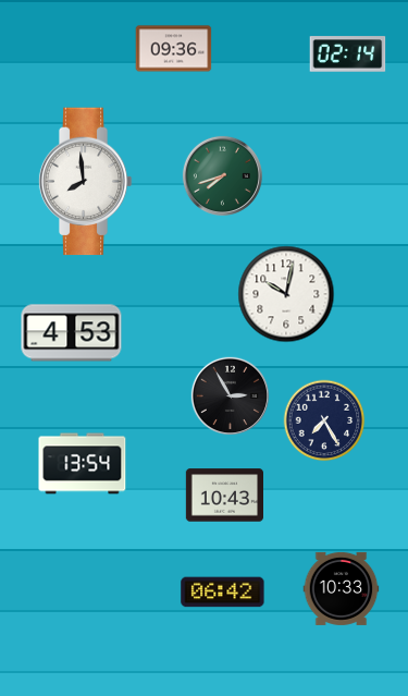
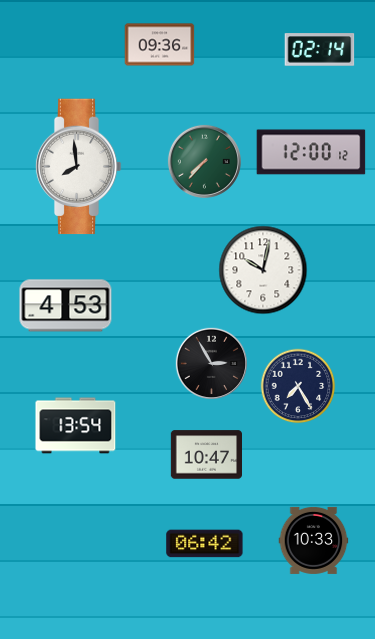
clock at (311, 152): none -> 12:00
clock at (222, 175): 7:42 -> 7:37
clock at (224, 496): 10:43 -> 10:47
